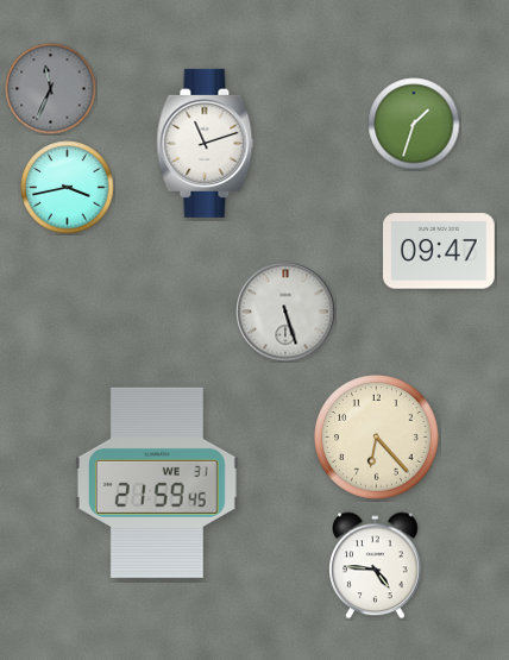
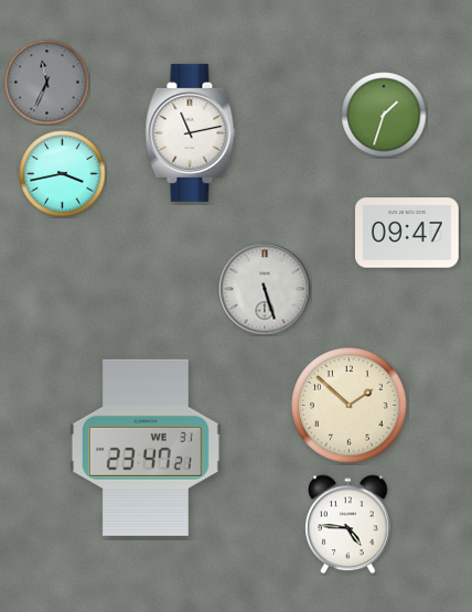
clock at (206, 143): 11:12 -> 11:13
clock at (377, 438): 6:23 -> 1:52
clock at (157, 483): 21:59 -> 23:47
